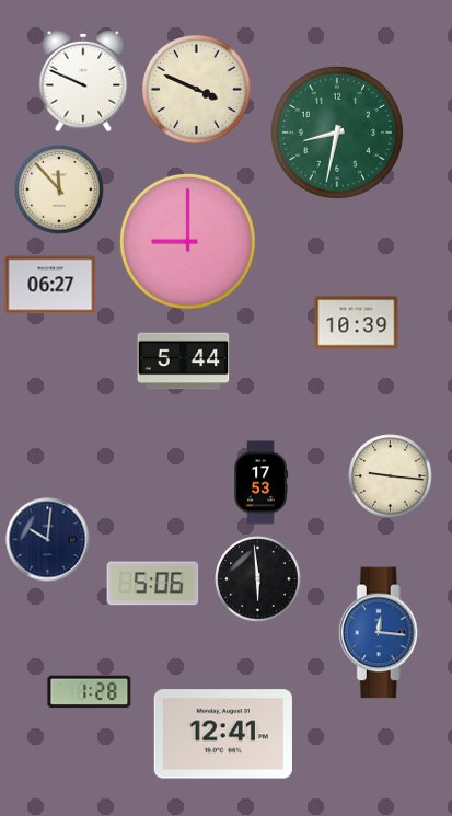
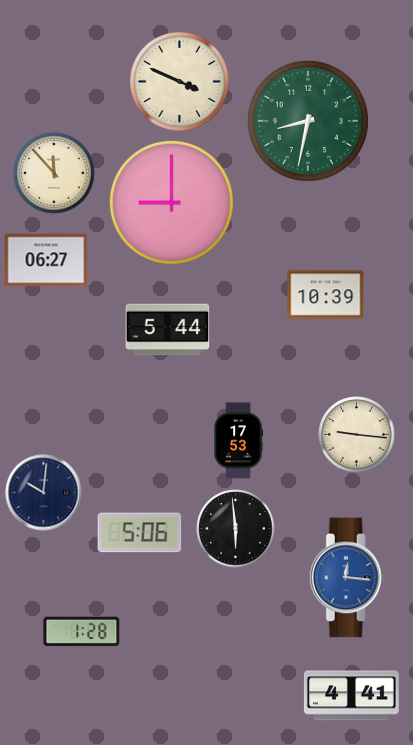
clock at (83, 81): 9:49 -> none
clock at (187, 241) position: (187, 241) -> (171, 202)
clock at (223, 734): 12:41 -> none
clock at (351, 696): none -> 4:41
